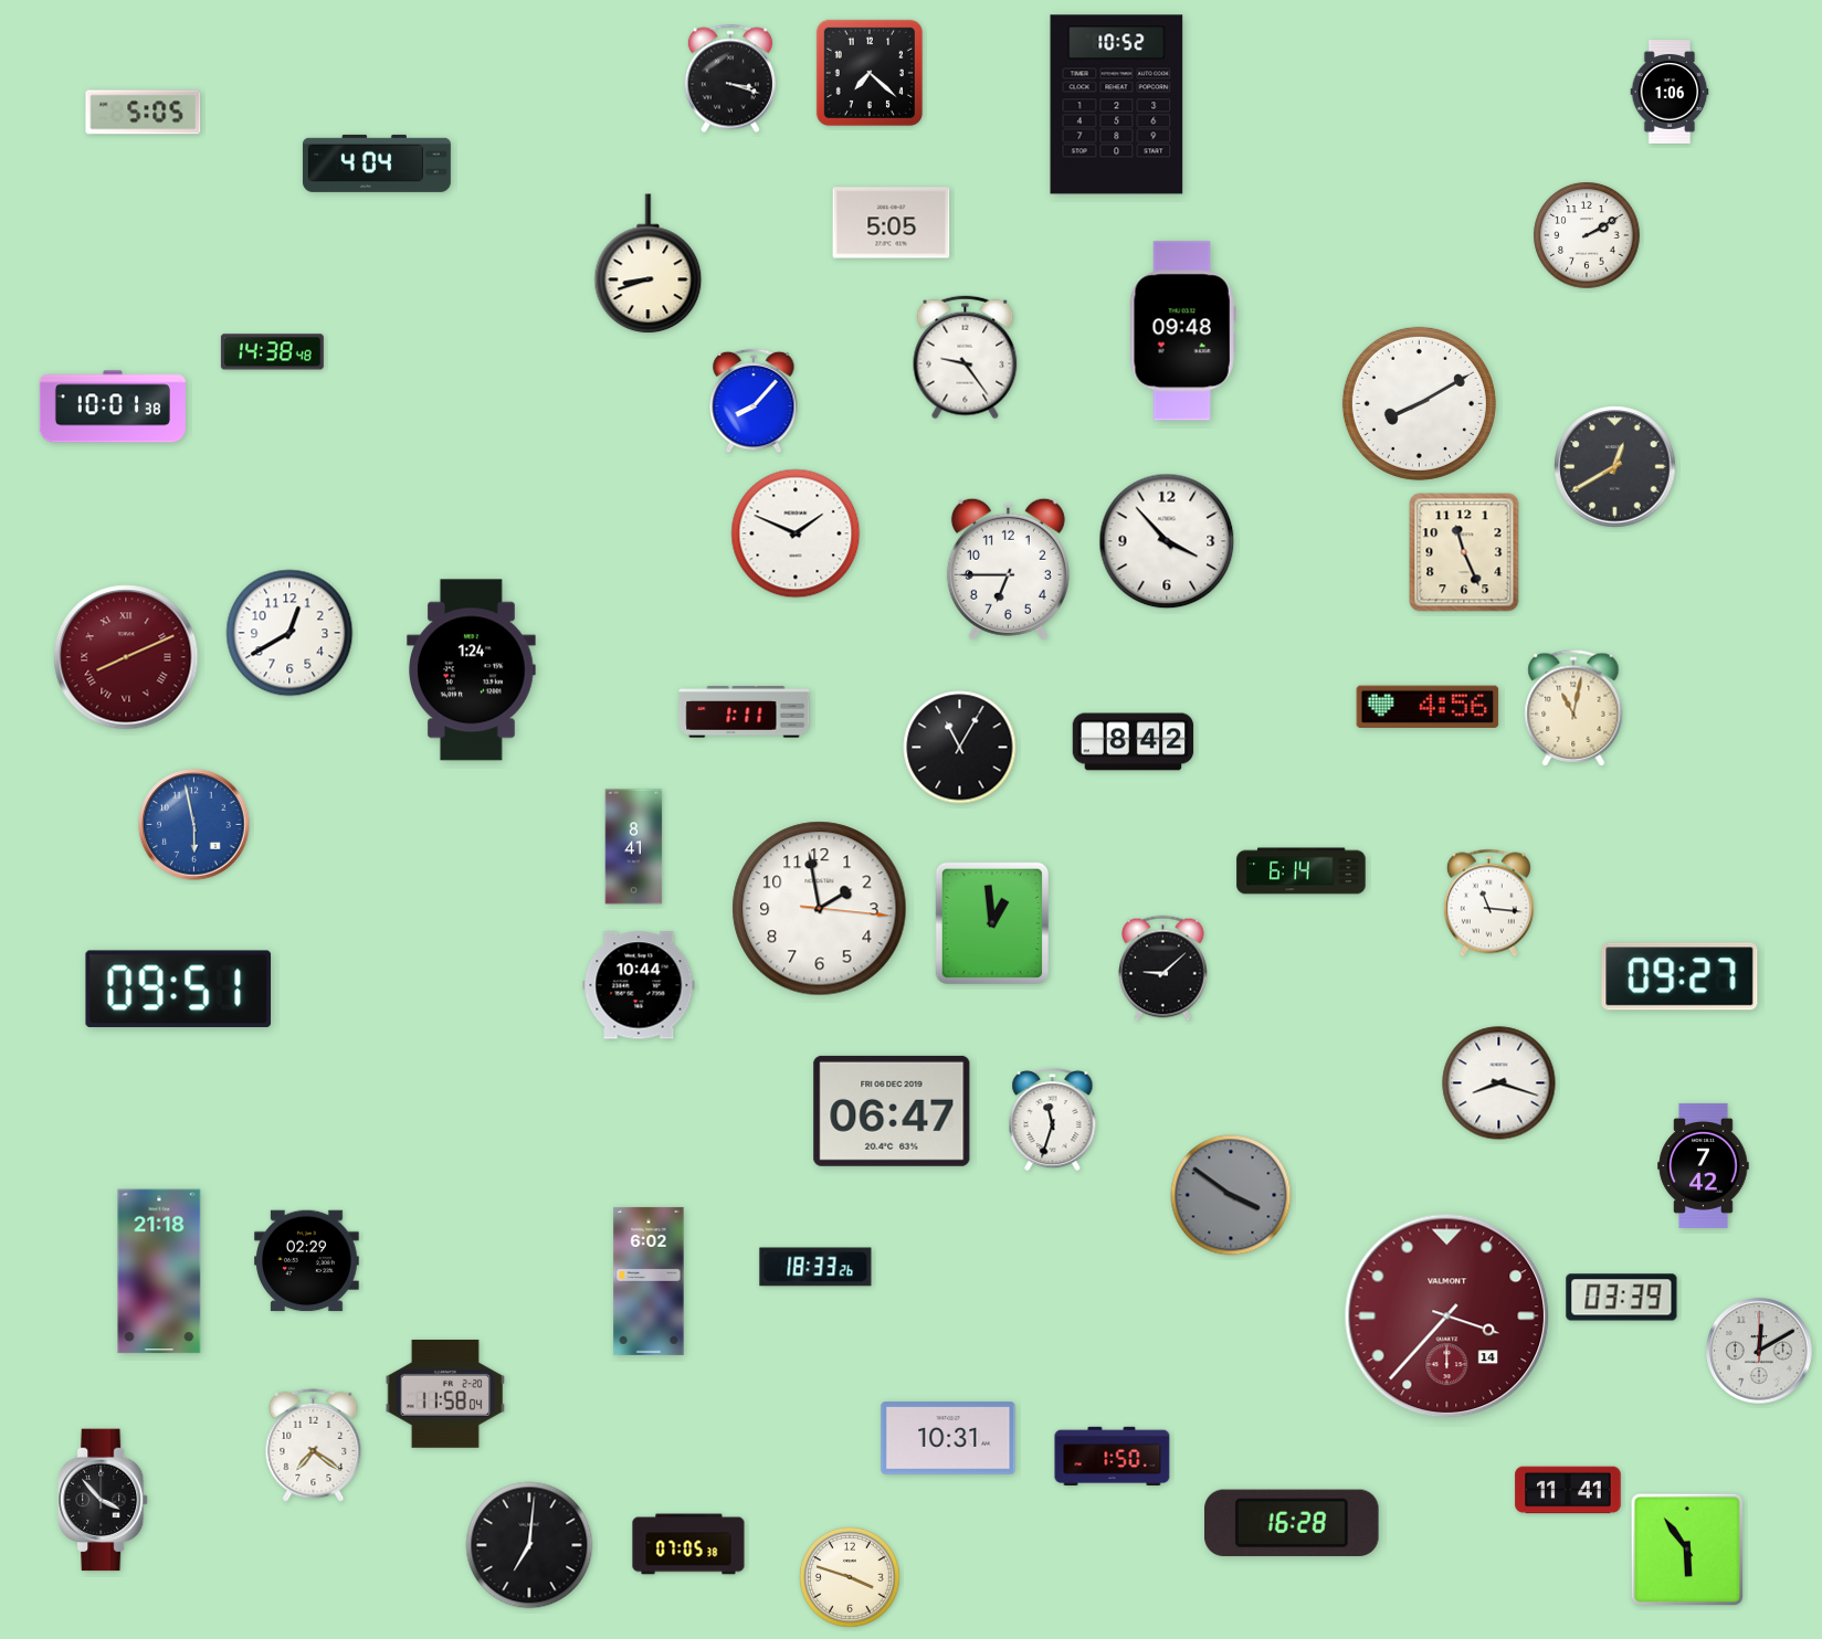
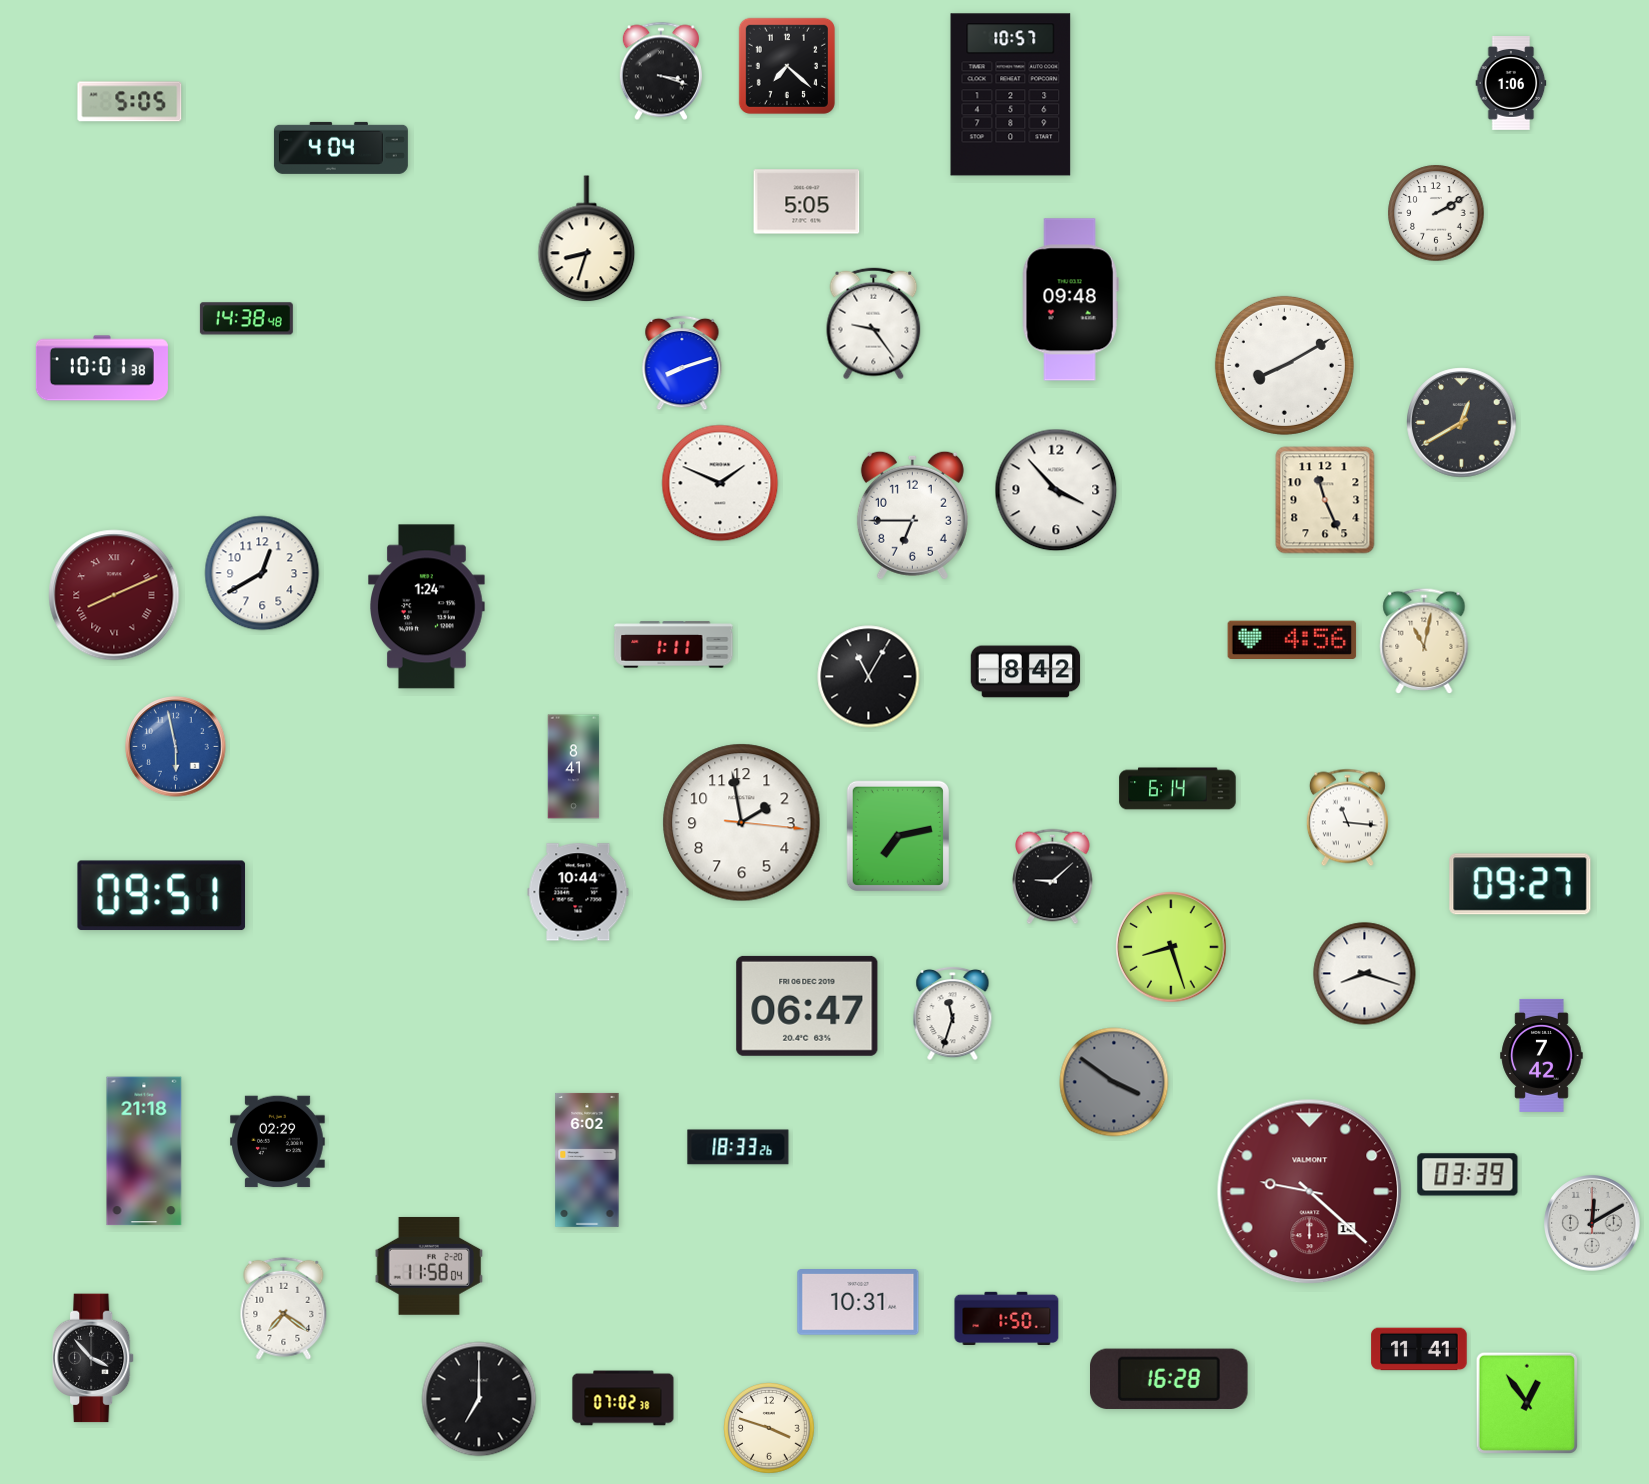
clock at (1117, 105): 10:52 -> 10:57
clock at (649, 264): 8:42 -> 8:33
clock at (754, 401): 8:07 -> 8:12
clock at (992, 923): 12:59 -> 7:13
clock at (1171, 947): none -> 8:27
clock at (1499, 1083) position: (1499, 1083) -> (1365, 974)
clock at (1447, 1317): 3:37 -> 9:22
clock at (445, 1394) position: (445, 1394) -> (429, 1266)
clock at (688, 1544): 07:05 -> 07:02
clock at (529, 1545): 7:01 -> 7:00
clock at (1687, 1550): 5:54 -> 12:54
